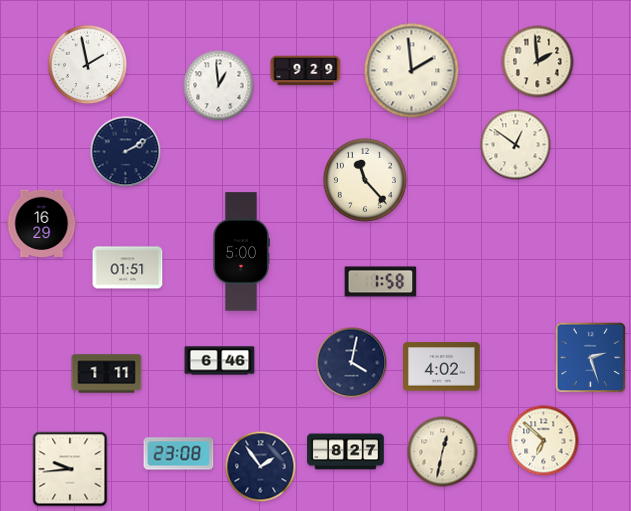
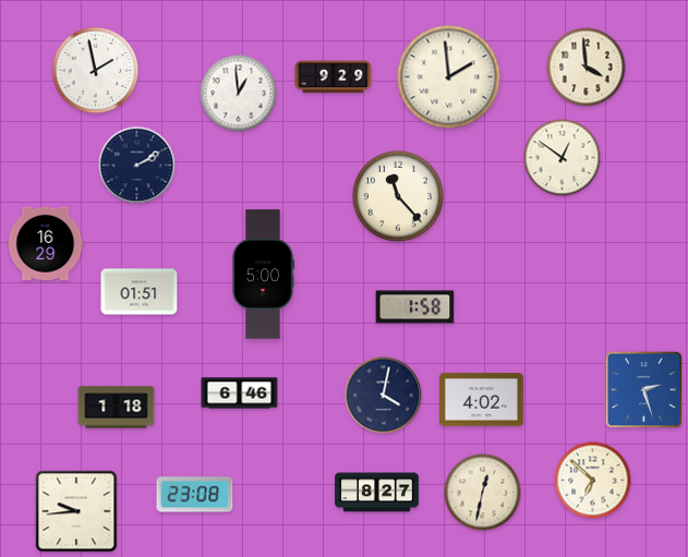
clock at (538, 62): 1:59 -> 3:59
clock at (107, 374): 1:11 -> 1:18
clock at (261, 467): 1:54 -> none
